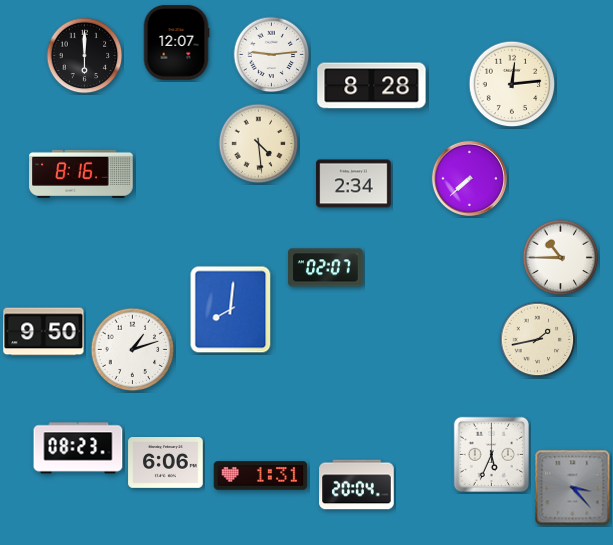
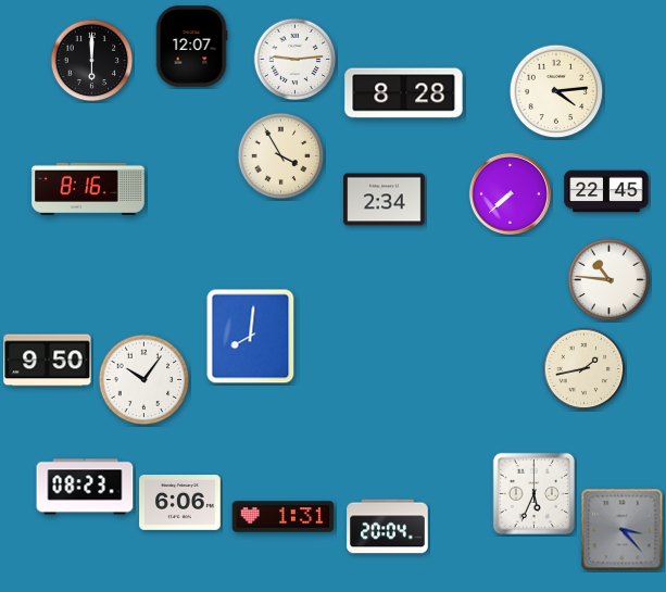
clock at (512, 84): 12:14 -> 4:14
clock at (259, 144): 4:29 -> 3:55
clock at (606, 191): none -> 22:45
clock at (561, 258): 10:45 -> 10:46
clock at (326, 268): 02:07 -> none
clock at (133, 350): 1:12 -> 10:06
